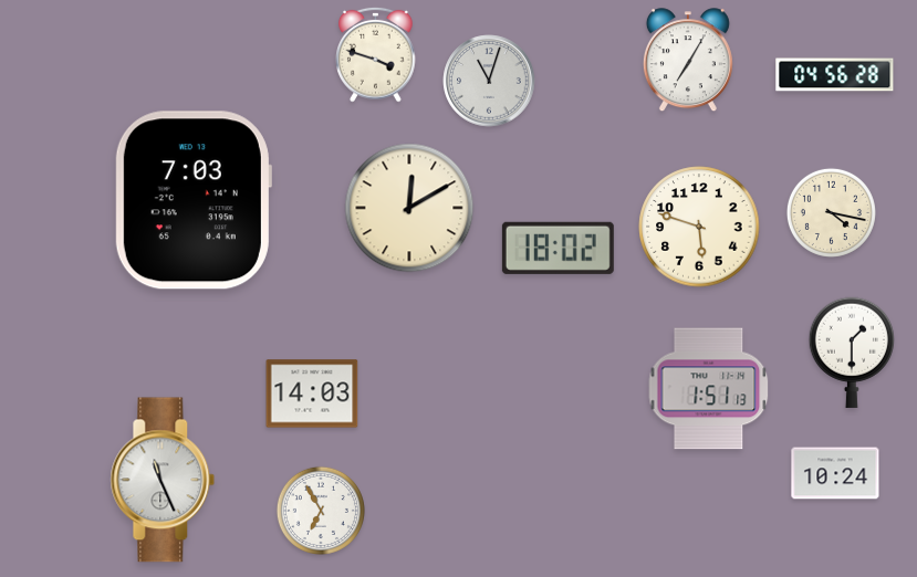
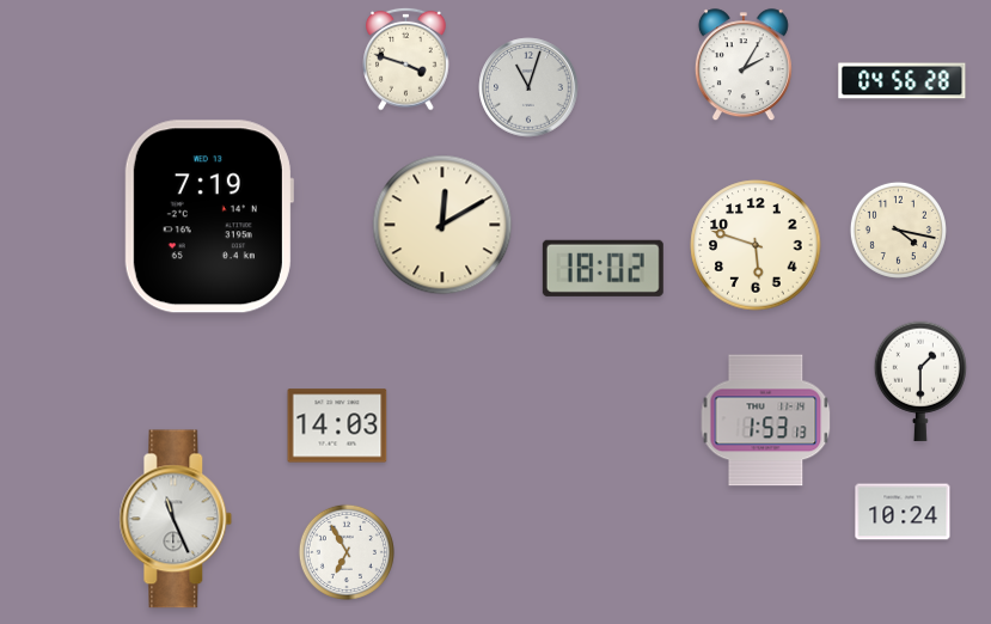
clock at (688, 61): 7:05 -> 2:05
clock at (194, 200): 7:03 -> 7:19
clock at (709, 389): 1:51 -> 1:53
